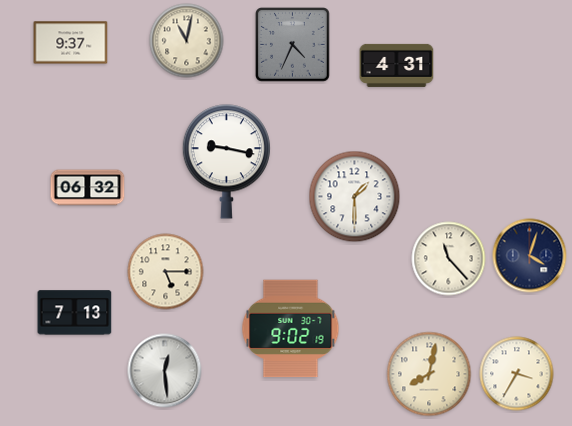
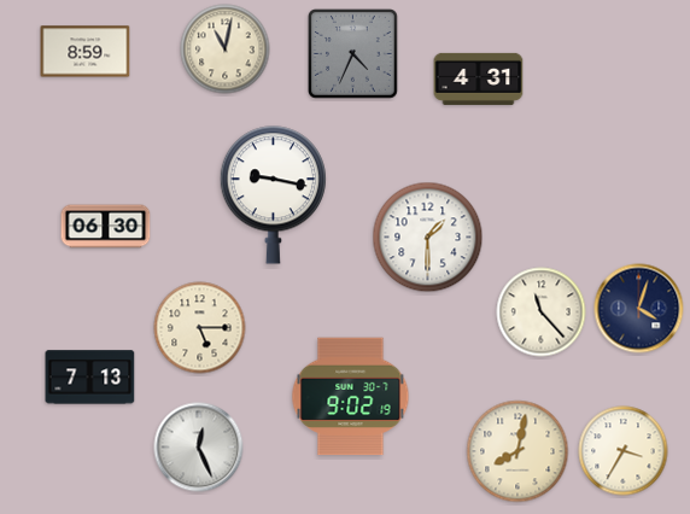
clock at (71, 43): 9:37 -> 8:59
clock at (88, 188): 06:32 -> 06:30
clock at (165, 371): 12:29 -> 12:26
